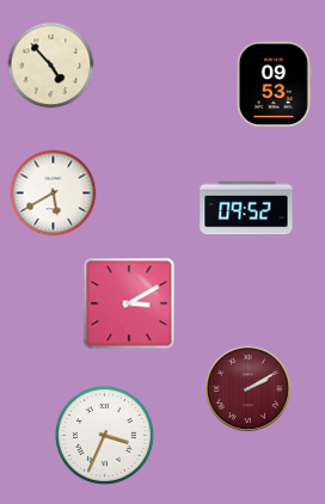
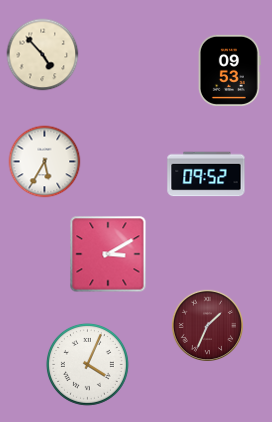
clock at (54, 193): 5:40 -> 5:35
clock at (247, 388): 2:10 -> 1:34
clock at (104, 435): 3:34 -> 4:04
